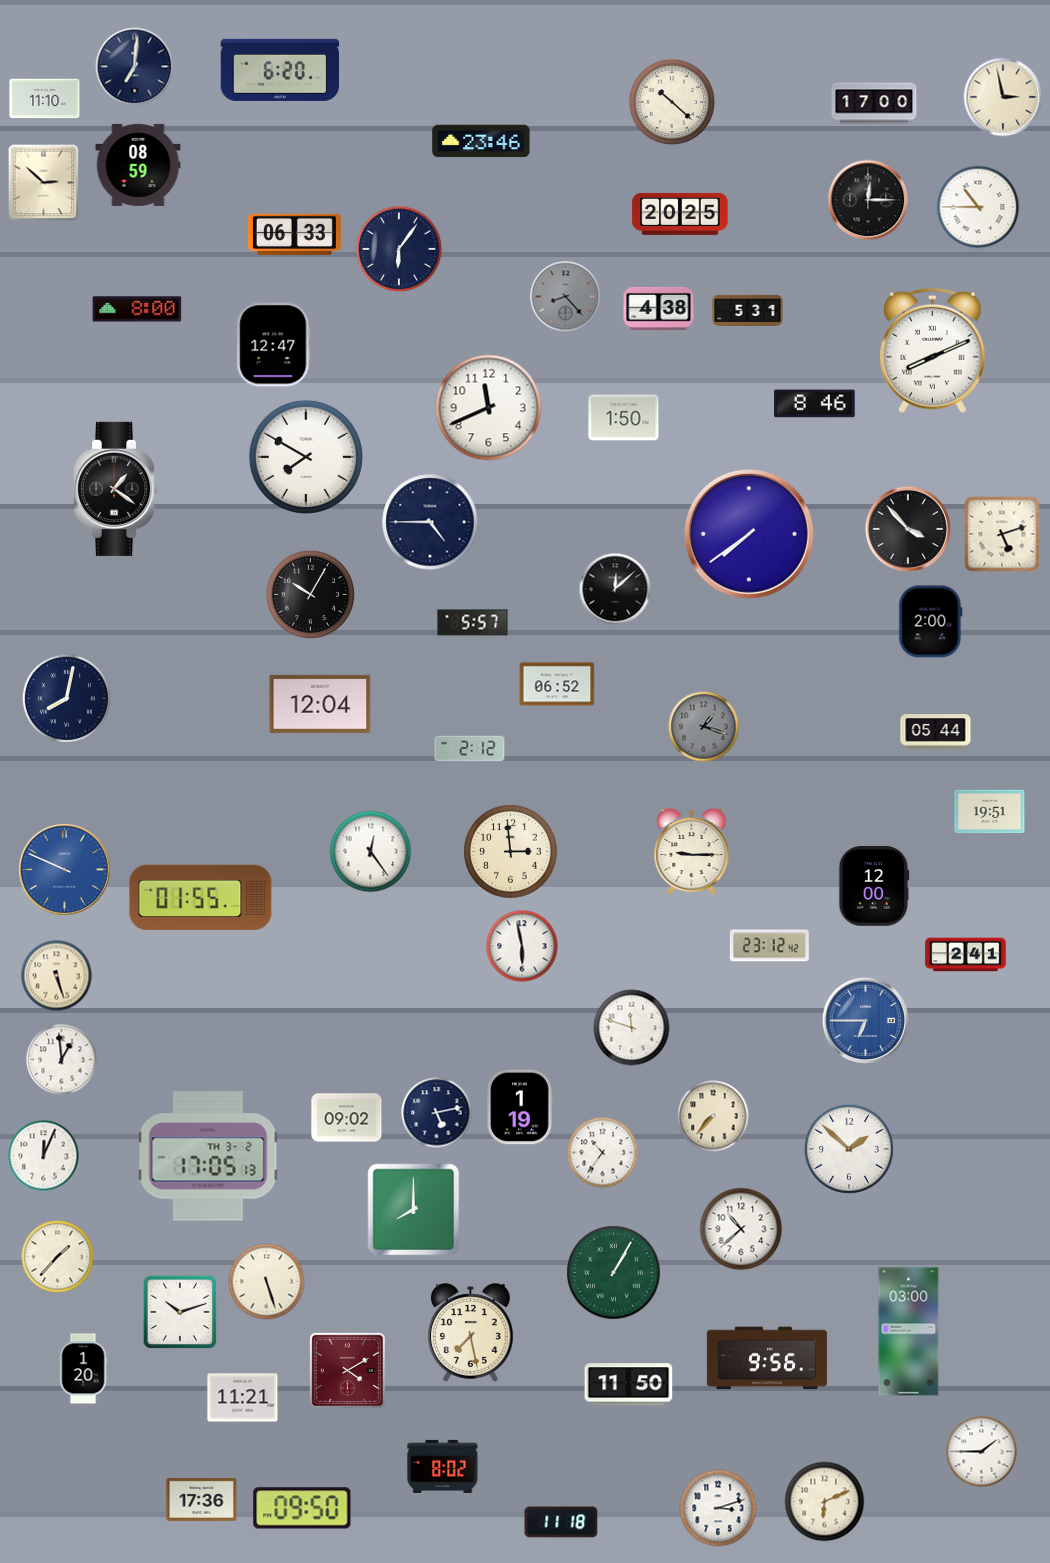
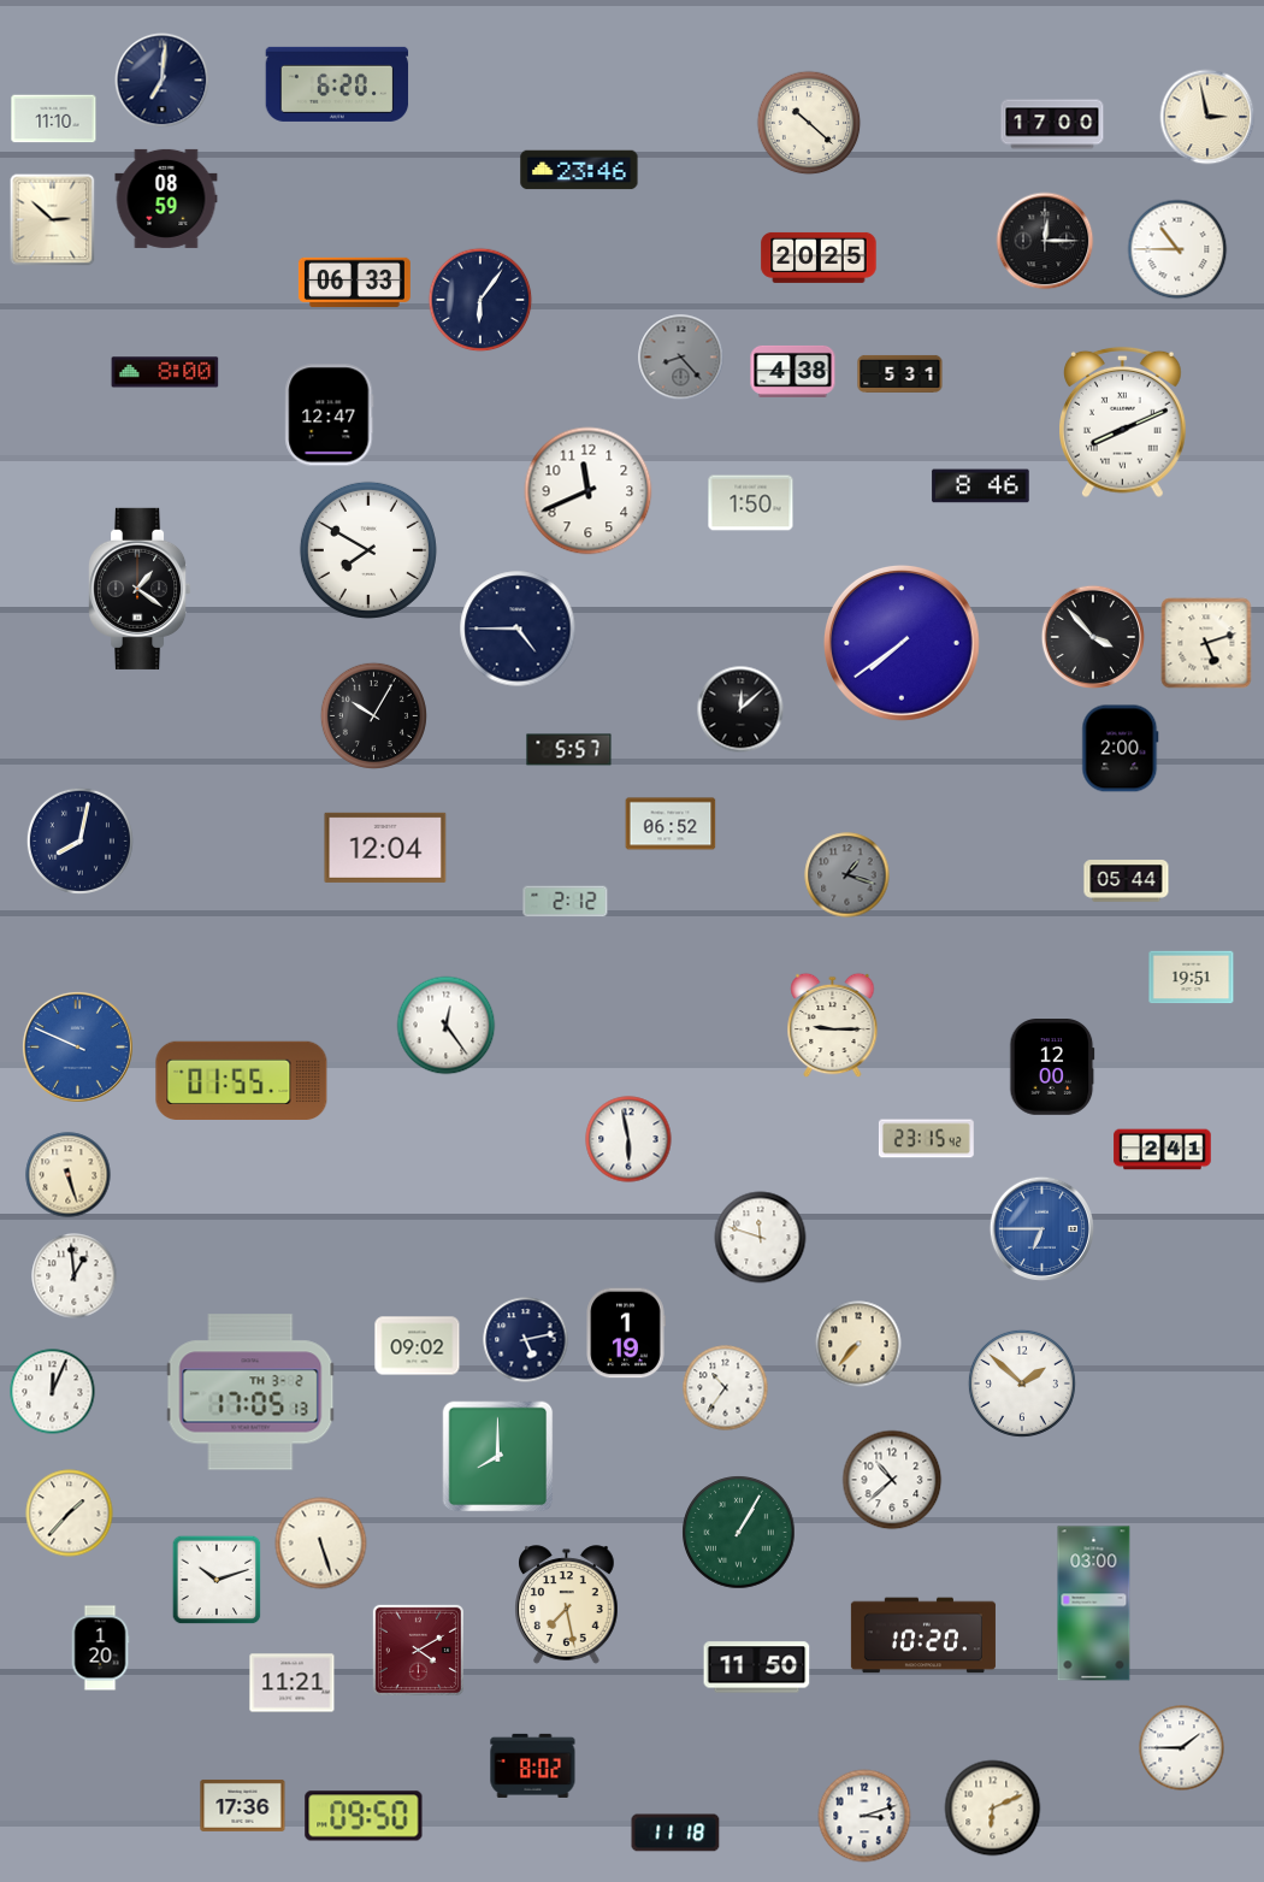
clock at (511, 852): 2:59 -> none
clock at (769, 946): 23:12 -> 23:15
clock at (767, 1358): 9:56 -> 10:20
